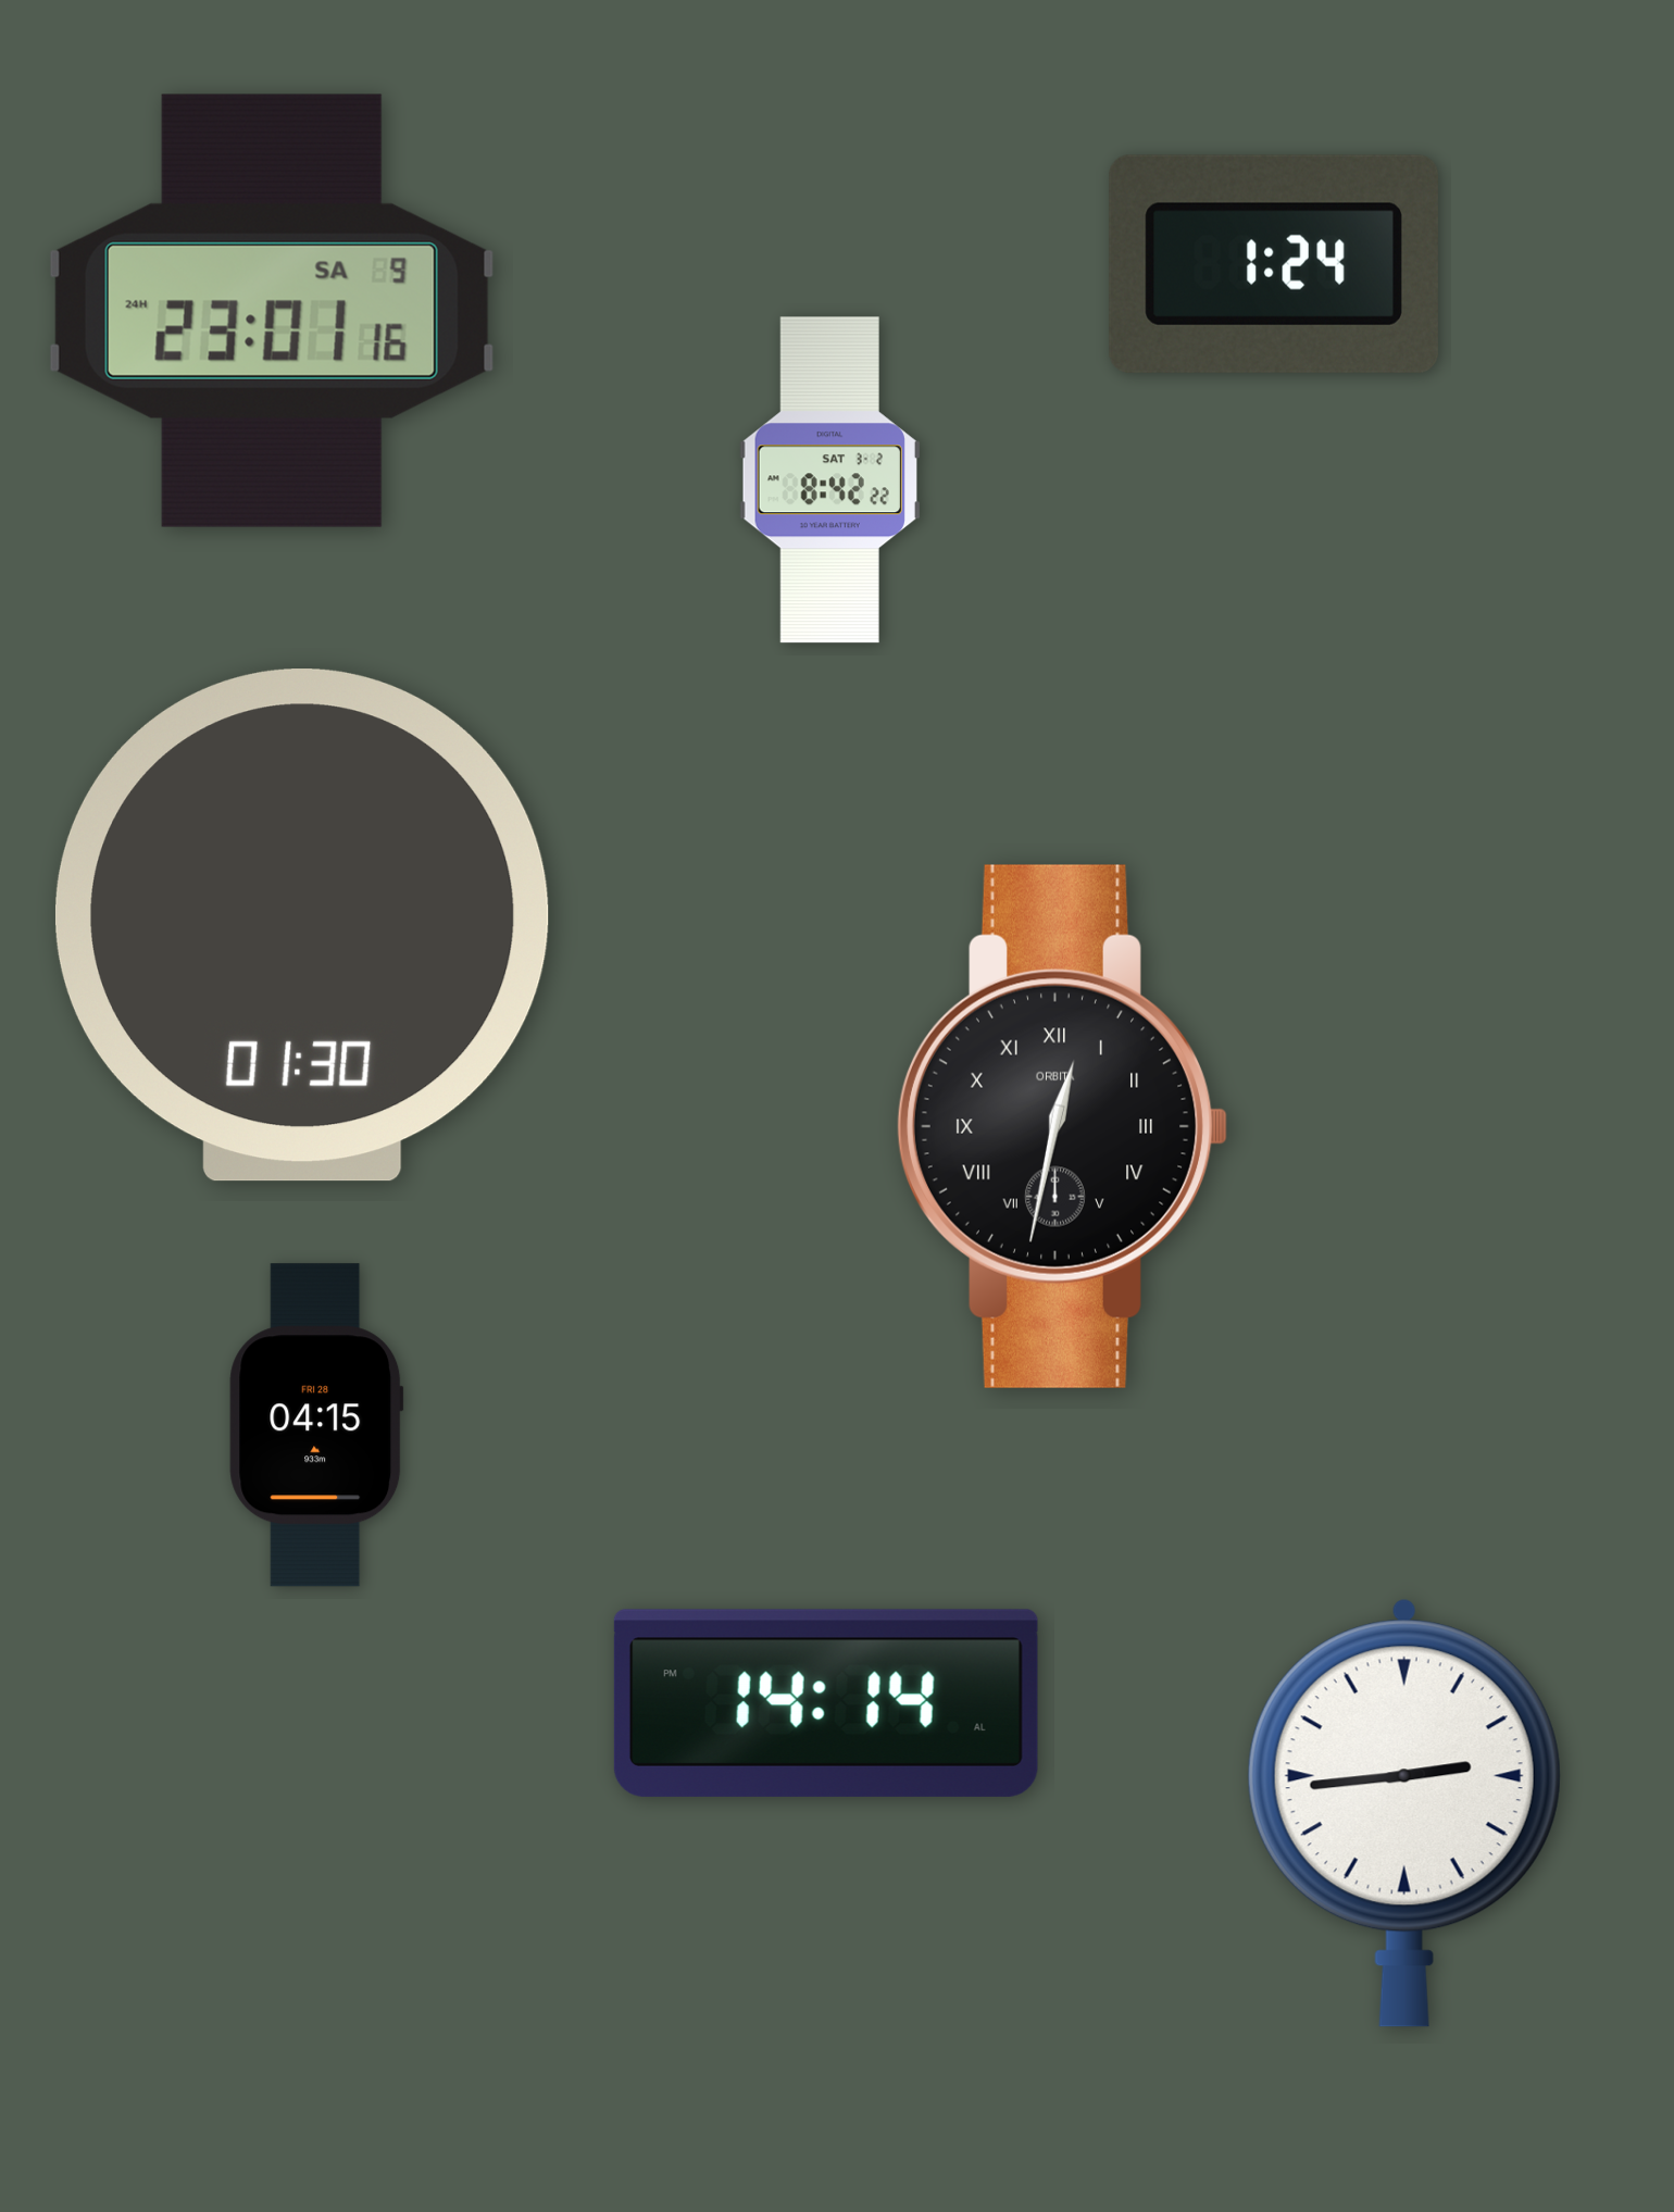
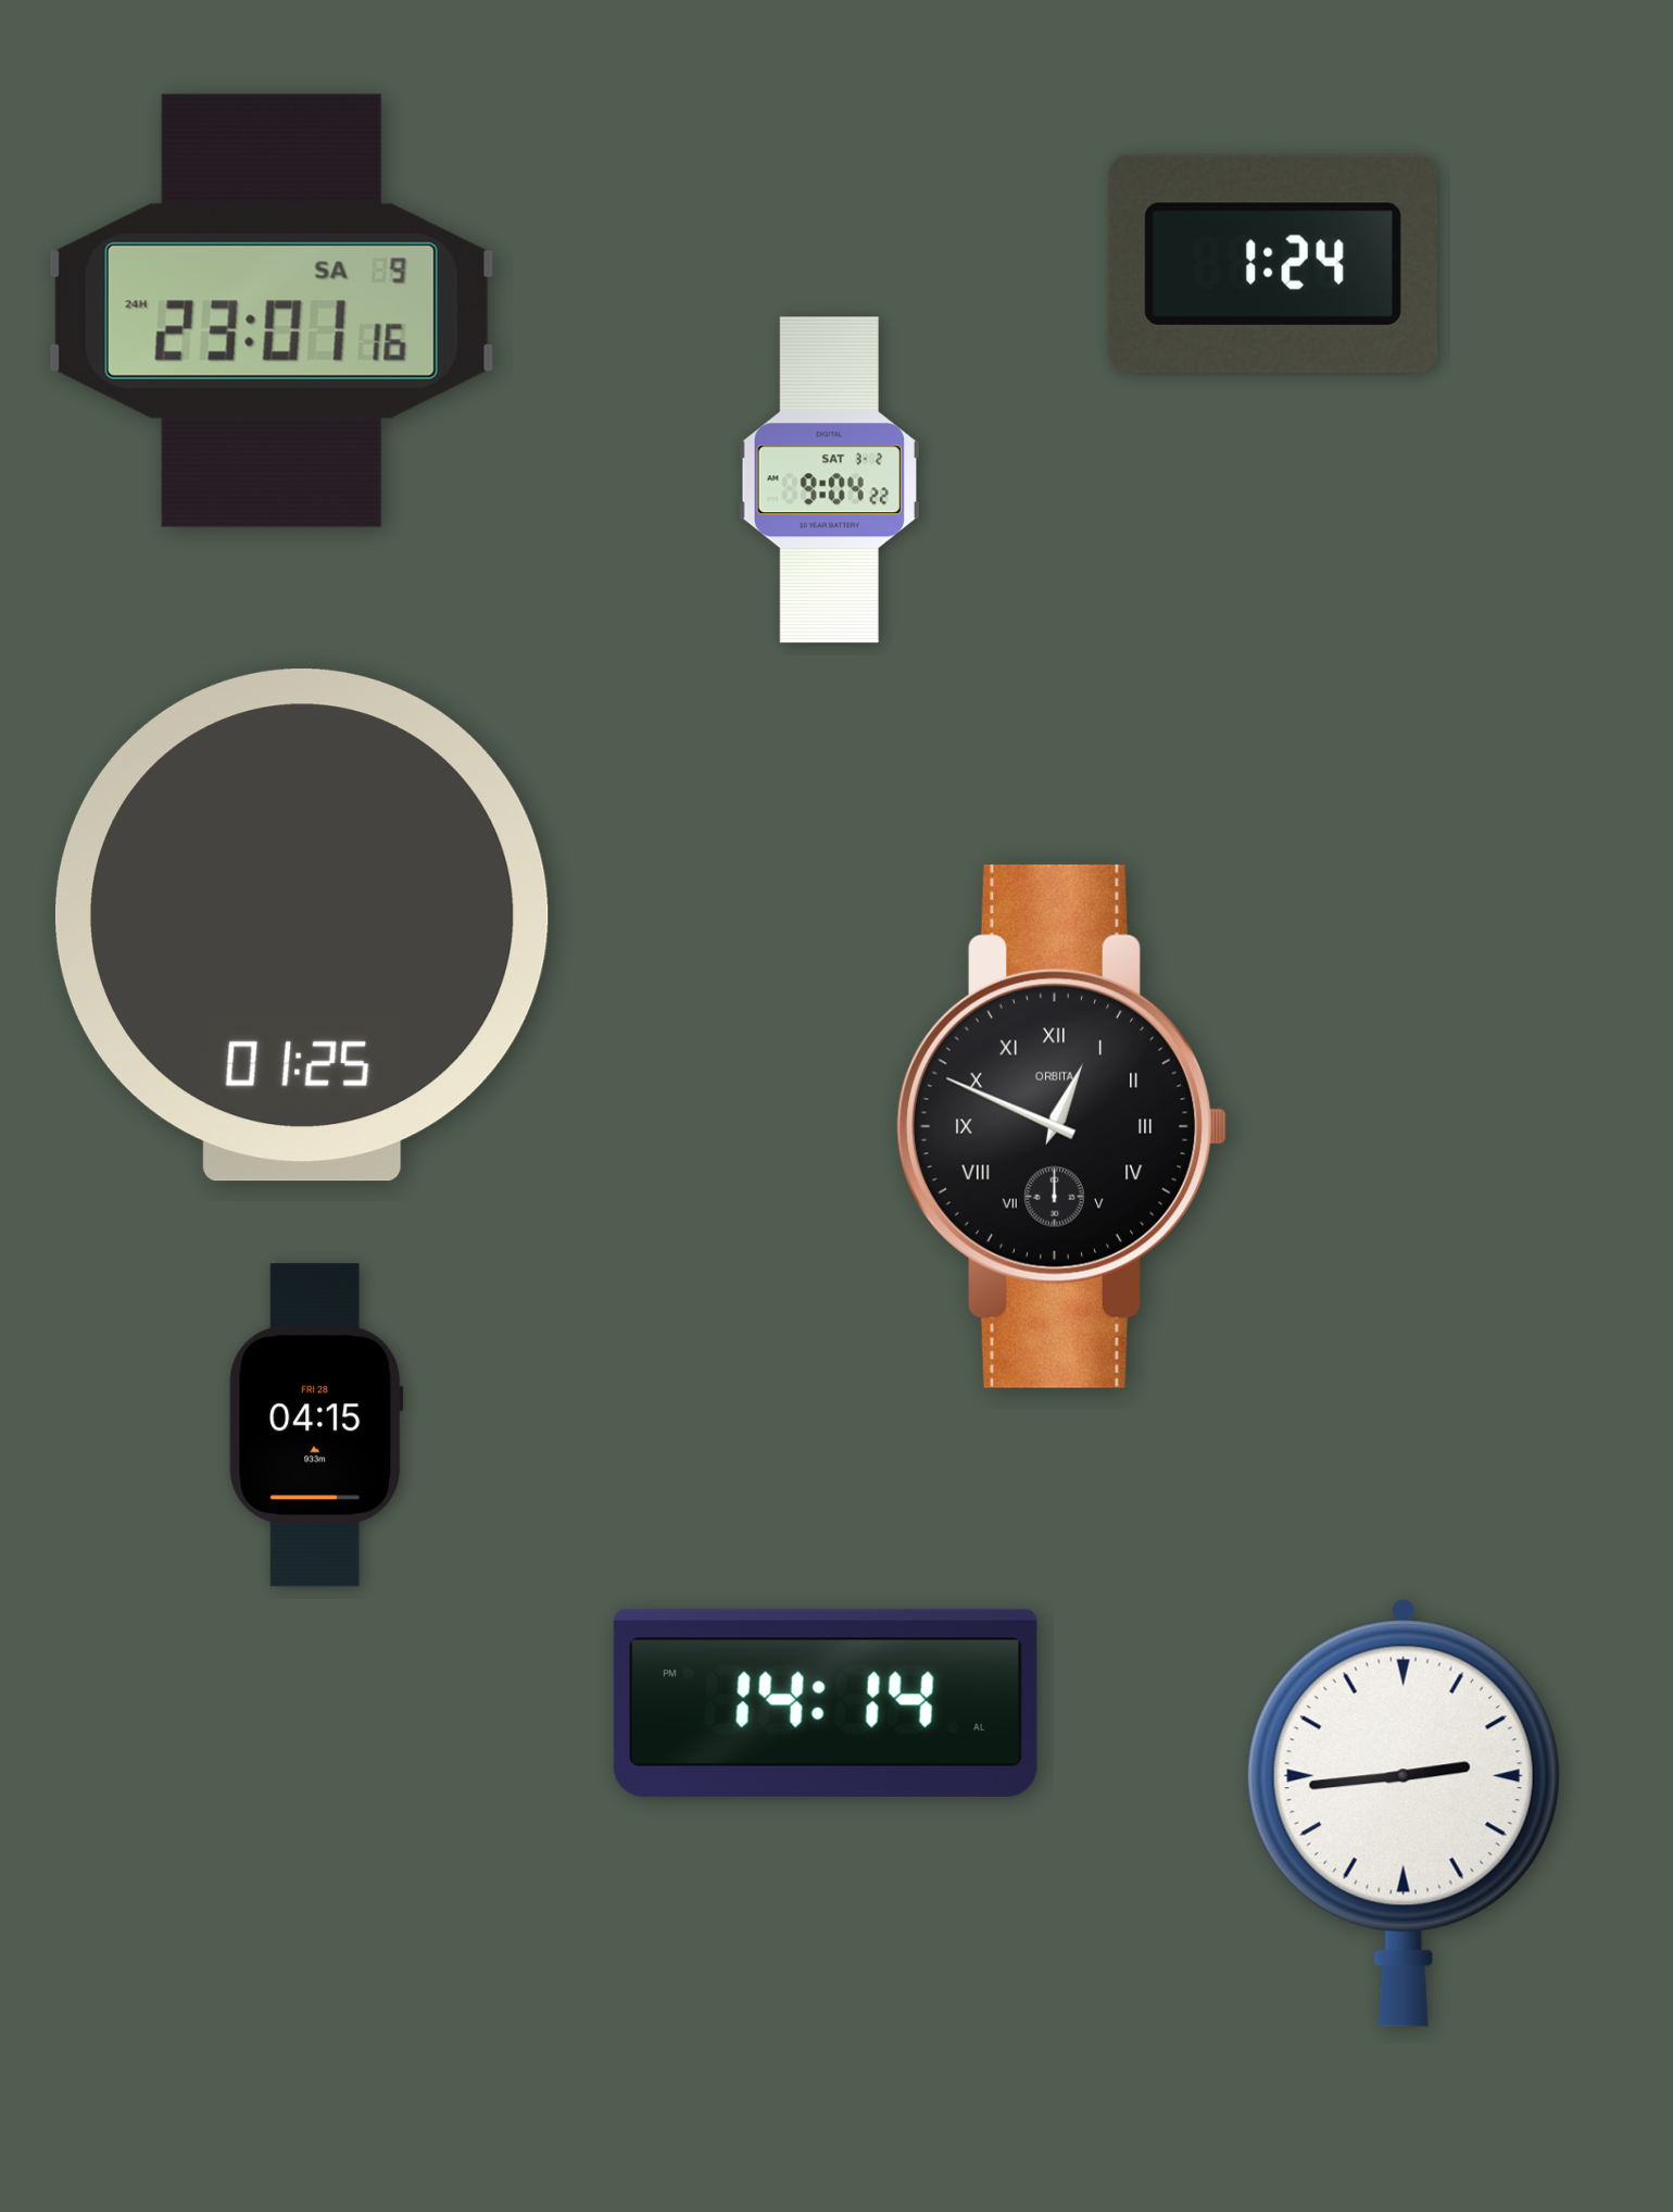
clock at (829, 480): 8:42 -> 9:04
clock at (302, 925): 01:30 -> 01:25
clock at (1062, 1126): 12:32 -> 12:49
